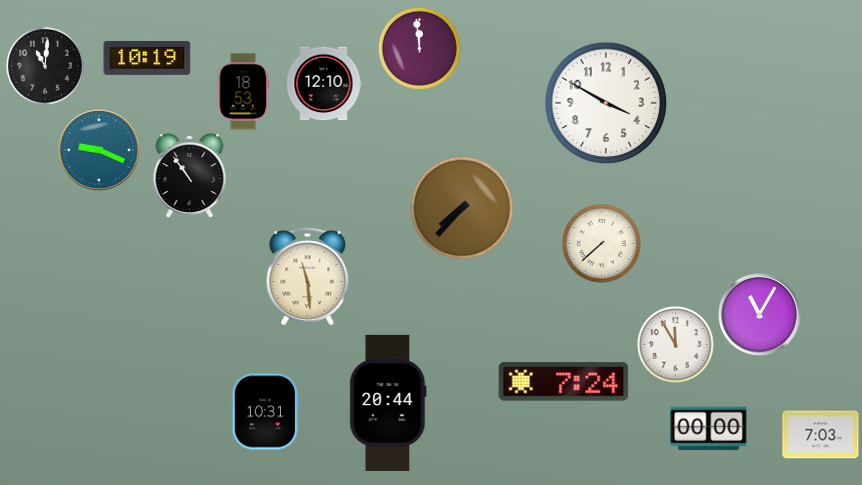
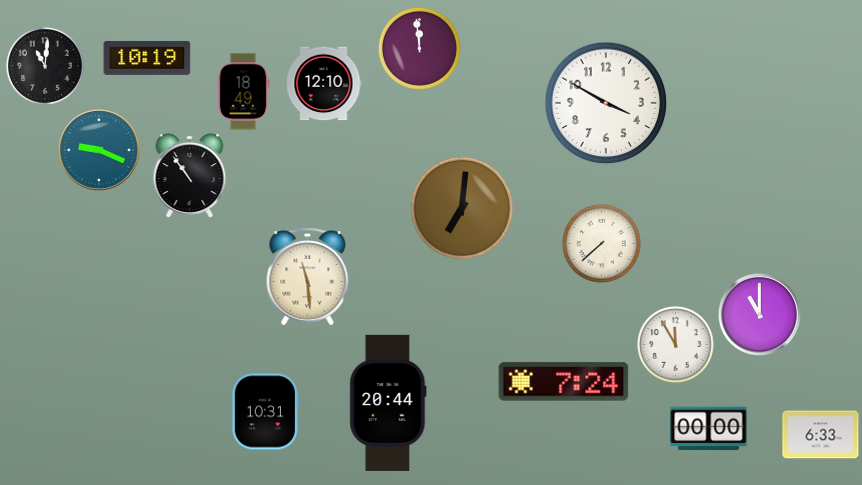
clock at (243, 92): 18:53 -> 18:49
clock at (461, 207): 7:37 -> 7:01
clock at (760, 315): 11:05 -> 11:00
clock at (821, 435): 7:03 -> 6:33
